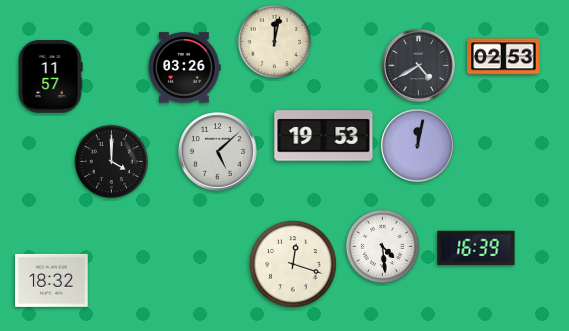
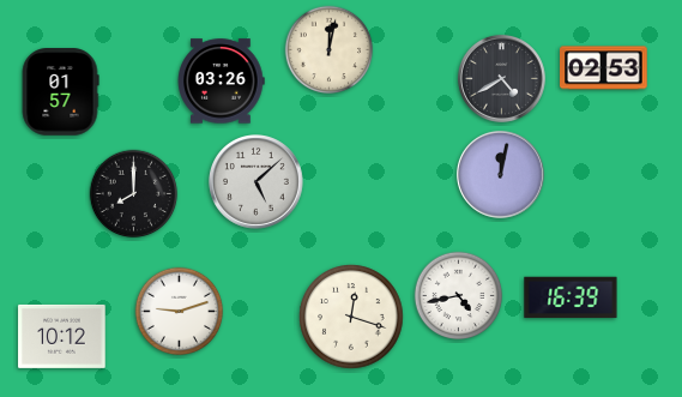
clock at (50, 77): 11:57 -> 01:57
clock at (324, 136): 19:53 -> none
clock at (218, 152) position: (218, 152) -> (256, 182)
clock at (112, 162): 4:00 -> 8:00
clock at (383, 247): 4:29 -> 4:43
clock at (180, 312): none -> 9:12
clock at (52, 280): 18:32 -> 10:12
